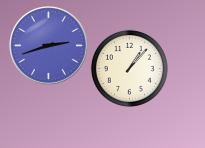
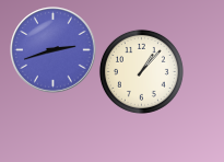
clock at (129, 68) position: (129, 68) -> (141, 71)
